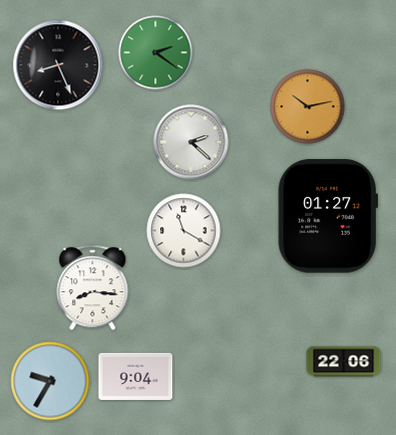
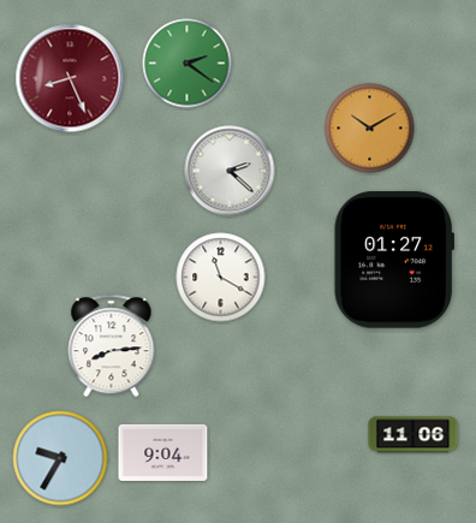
clock at (58, 65) dial: black -> burgundy
clock at (308, 107): 10:13 -> 10:10
clock at (93, 288): 8:16 -> 8:14
clock at (344, 362): 22:06 -> 11:06
